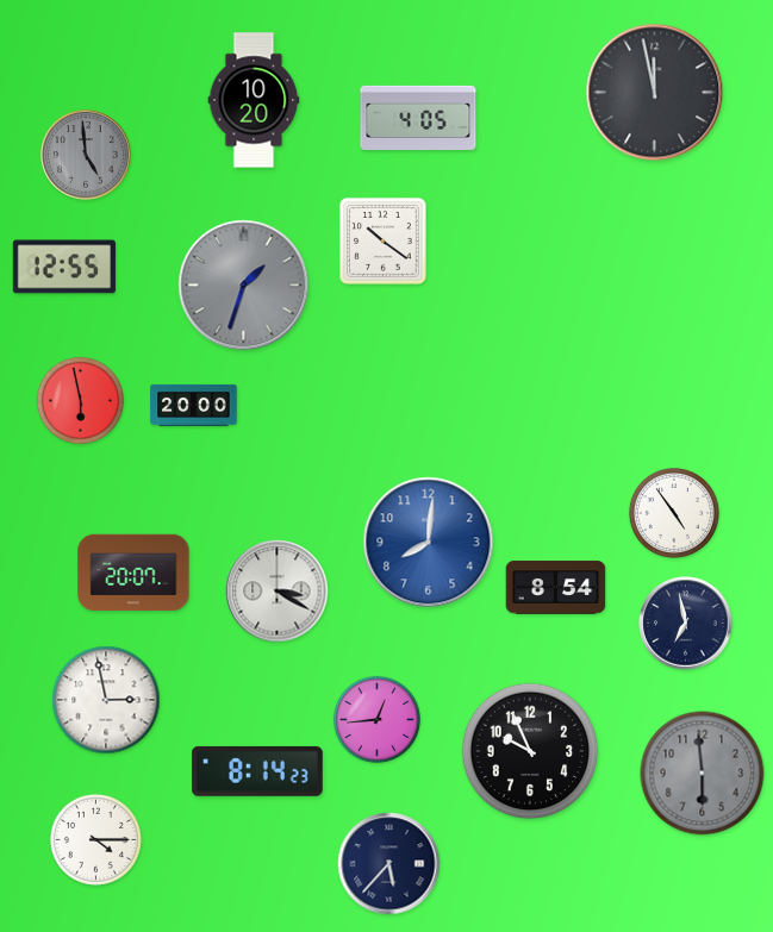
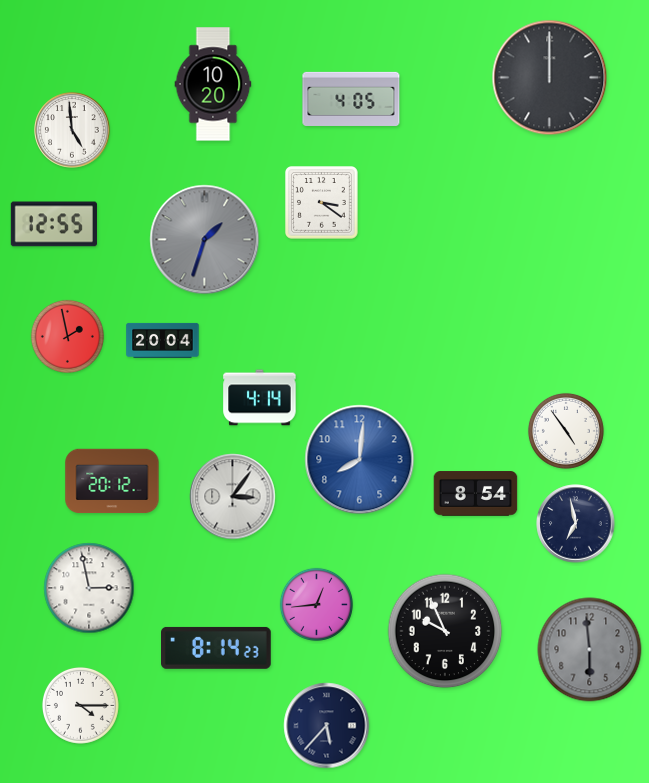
clock at (655, 93): 11:58 -> 12:00
clock at (86, 155) dial: grey -> white
clock at (384, 242): 10:21 -> 3:21
clock at (80, 400): 5:58 -> 1:58
clock at (194, 405): 20:00 -> 20:04
clock at (260, 398): none -> 4:14
clock at (429, 543) position: (429, 543) -> (360, 460)
clock at (133, 573): 20:07 -> 20:12
clock at (556, 588) position: (556, 588) -> (476, 494)
clock at (278, 592): 3:20 -> 3:06
